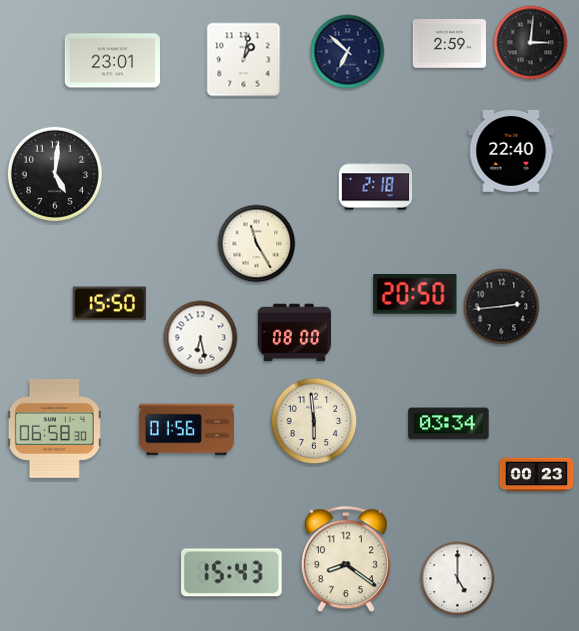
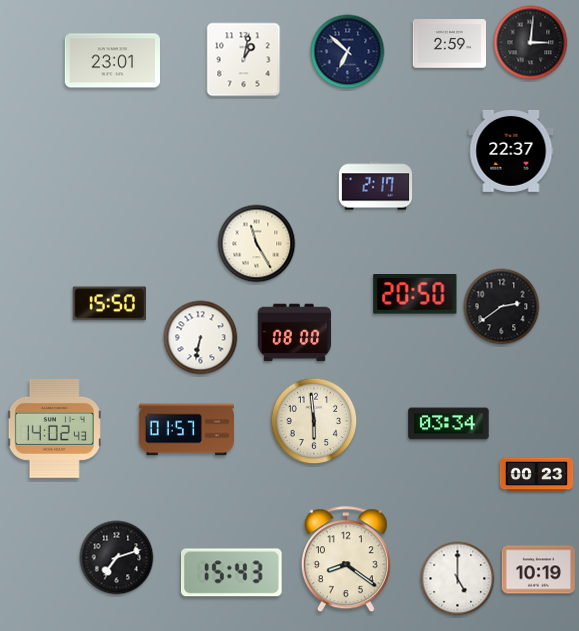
clock at (511, 151): 22:40 -> 22:37
clock at (55, 174): 5:01 -> none
clock at (376, 186): 2:18 -> 2:17
clock at (502, 307): 2:44 -> 2:39
clock at (201, 338): 6:28 -> 6:32
clock at (54, 428): 06:58 -> 14:02
clock at (186, 430): 01:56 -> 01:57
clock at (117, 558): none -> 7:12
clock at (538, 570): none -> 10:19
